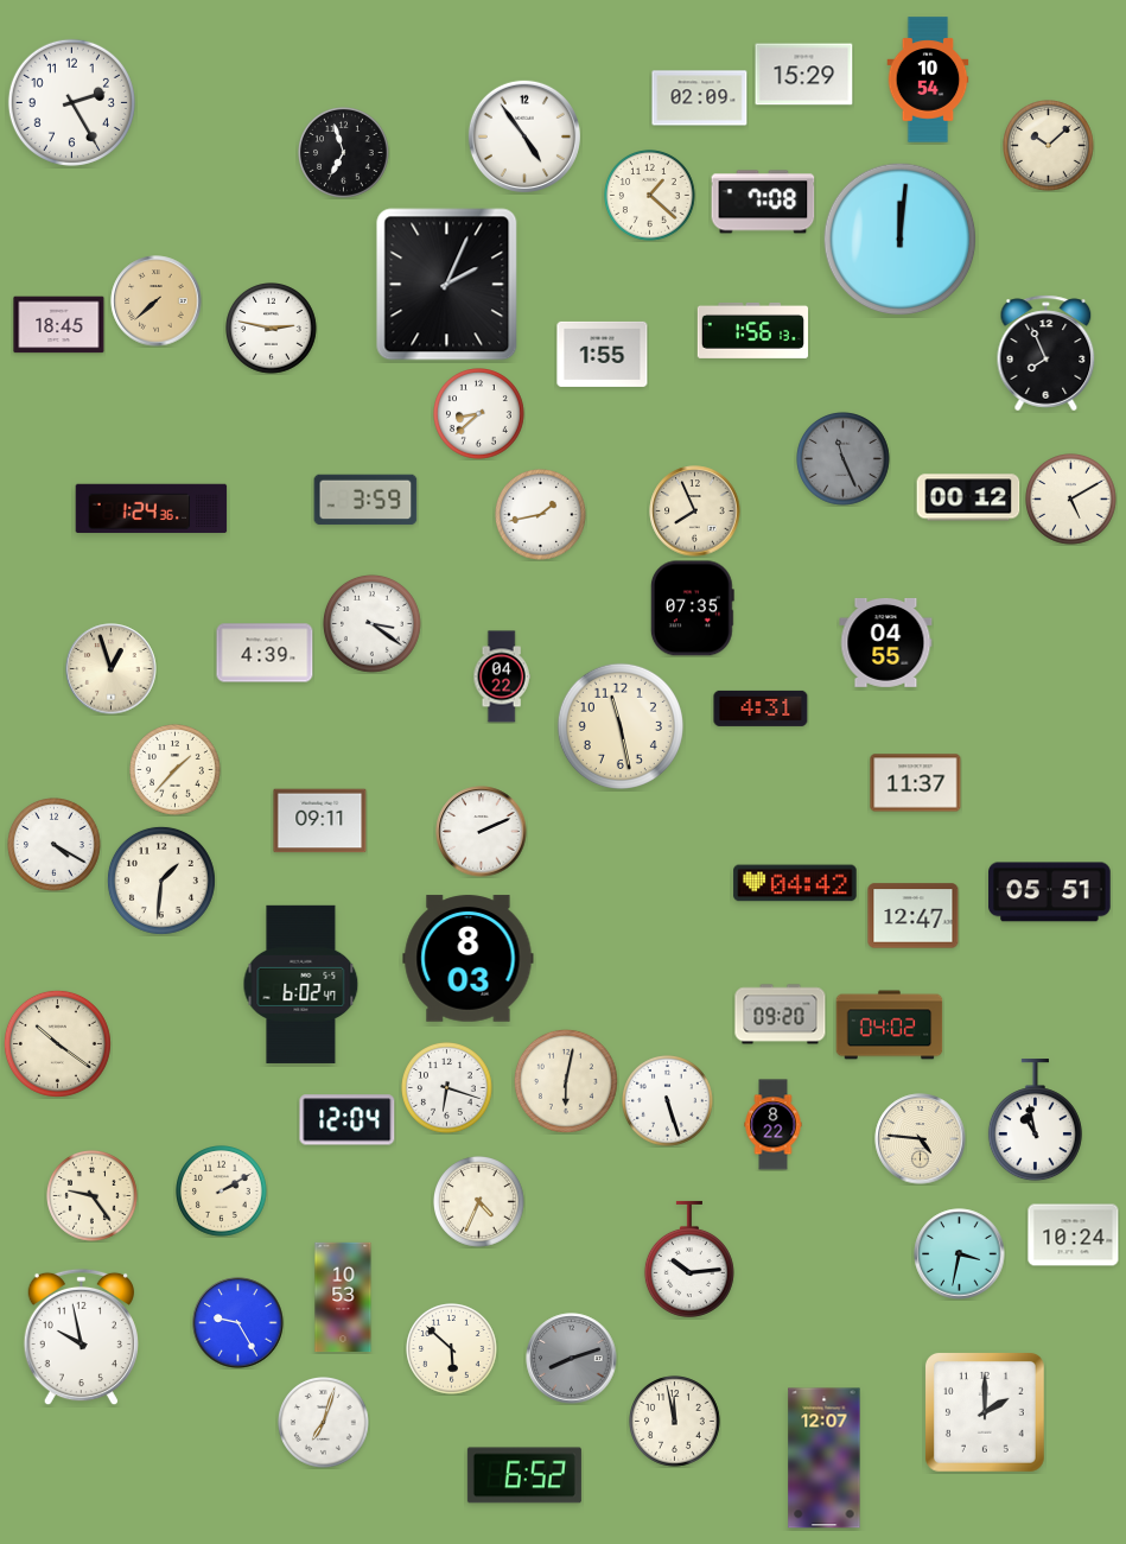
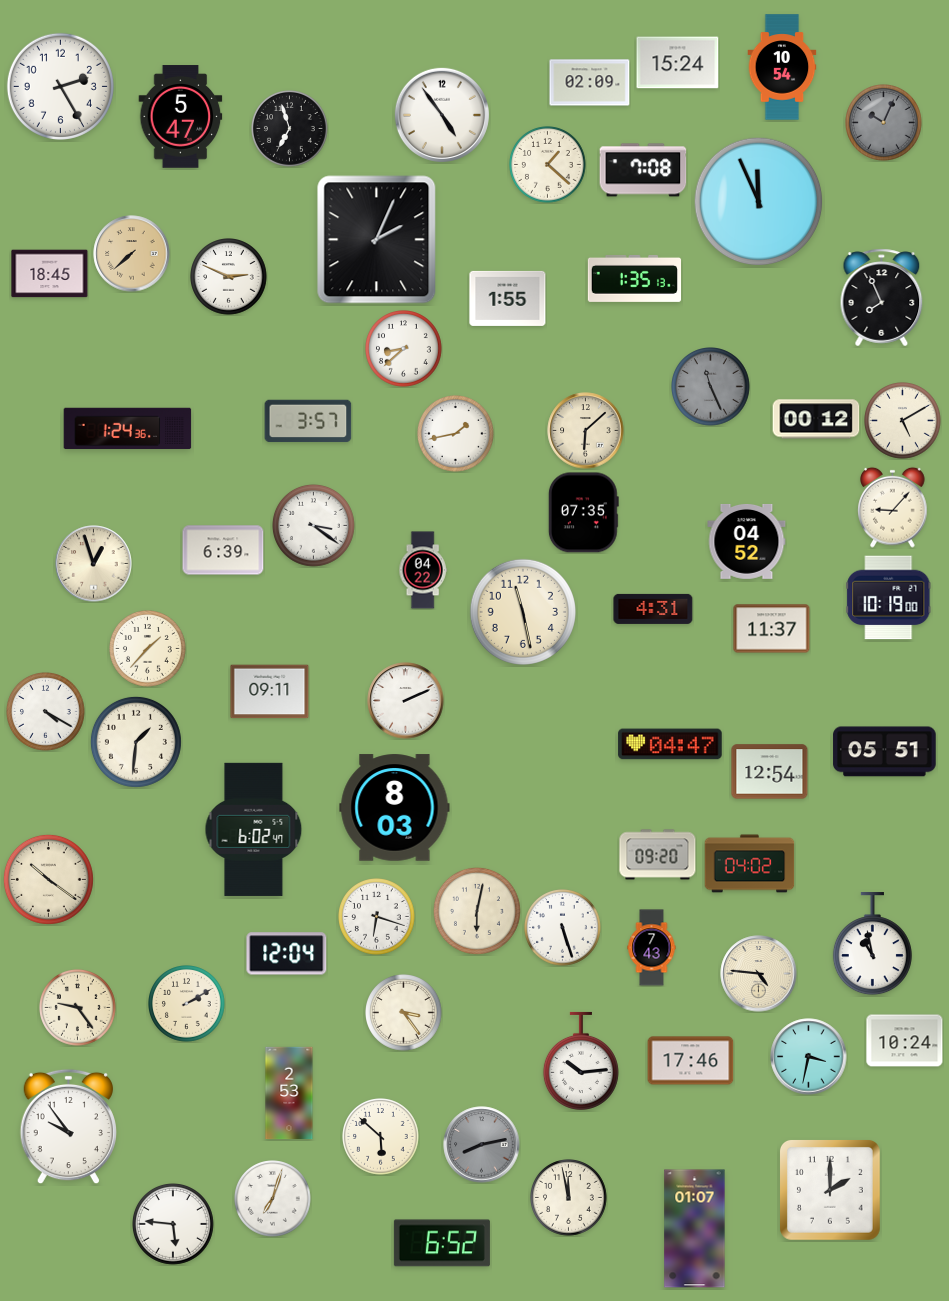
clock at (804, 75): 15:29 -> 15:24
clock at (181, 117): none -> 5:47
clock at (1049, 146): 10:08 -> 10:04
clock at (1049, 146) dial: cream -> grey
clock at (901, 240): 12:01 -> 11:56
clock at (272, 329): 2:47 -> 2:49
clock at (753, 330): 1:56 -> 1:35
clock at (365, 500): 3:59 -> 3:57
clock at (695, 512): 7:56 -> 6:08
clock at (893, 507): none -> 9:07
clock at (886, 642): 04:55 -> 04:52
clock at (265, 653): 4:39 -> 6:39
clock at (761, 709) position: (761, 709) -> (653, 609)
clock at (889, 598): none -> 10:19
clock at (916, 783) position: (916, 783) -> (772, 629)
clock at (795, 883): 04:42 -> 04:47
clock at (914, 916): 12:47 -> 12:54
clock at (348, 1120) position: (348, 1120) -> (287, 954)
clock at (774, 1125): 8:22 -> 7:43
clock at (921, 1139) position: (921, 1139) -> (759, 974)
clock at (479, 1202): 4:34 -> 3:24
clock at (691, 1061): none -> 17:46
clock at (343, 1297): 10:53 -> 2:53
clock at (238, 1323): 9:25 -> none
clock at (81, 1338): 9:58 -> 9:54
clock at (572, 1359): 8:12 -> 8:13
clock at (174, 1225): none -> 5:46
clock at (825, 1459): 12:07 -> 01:07
